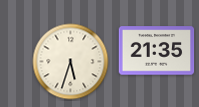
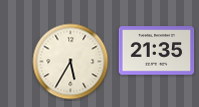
clock at (71, 62): 5:33 -> 5:35
